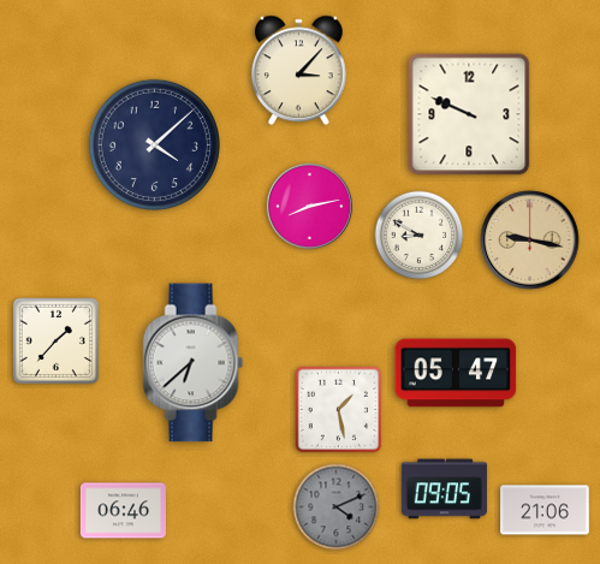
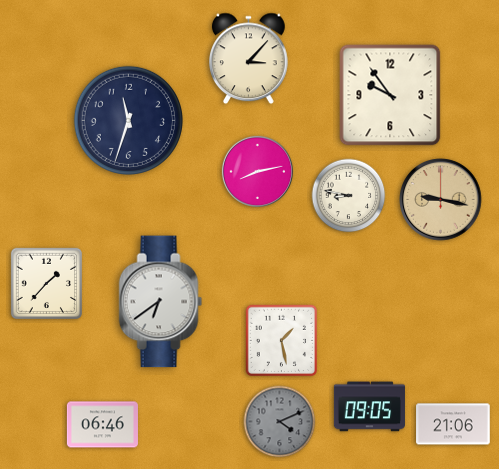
clock at (469, 114): 9:49 -> 9:54
clock at (154, 144): 4:08 -> 11:33
clock at (420, 236): 8:50 -> 8:47
clock at (194, 363): 6:38 -> 6:39
clock at (456, 373): 05:47 -> none
